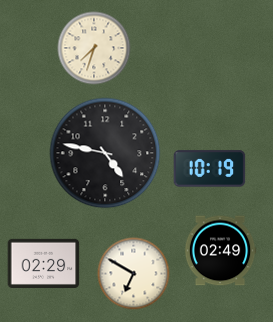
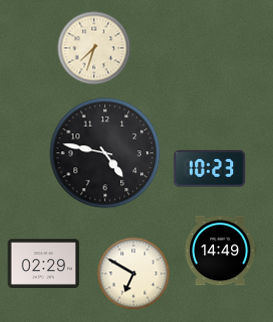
clock at (210, 169): 10:19 -> 10:23
clock at (220, 251): 02:49 -> 14:49
